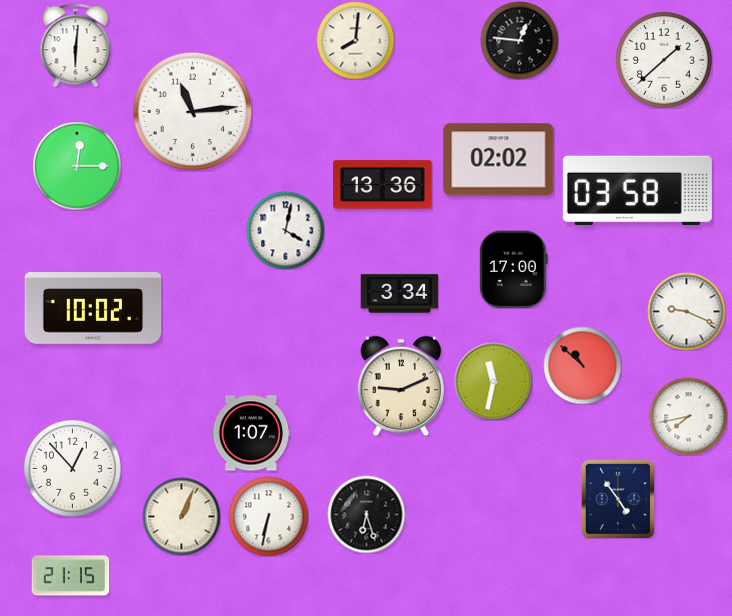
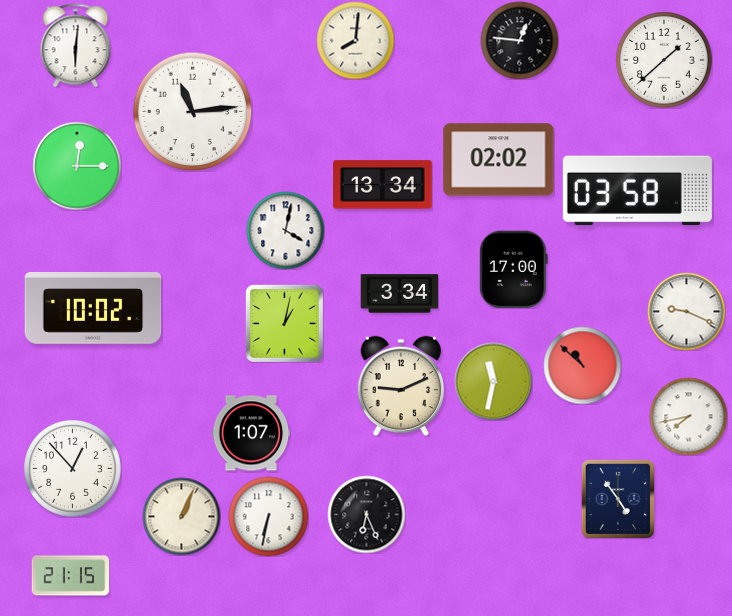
clock at (383, 185): 13:36 -> 13:34
clock at (284, 323): none -> 1:02
clock at (366, 514): 6:27 -> 6:26
